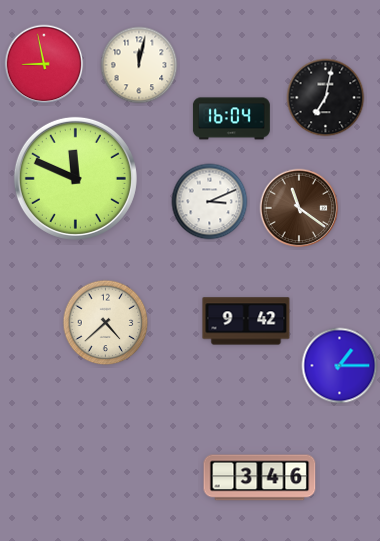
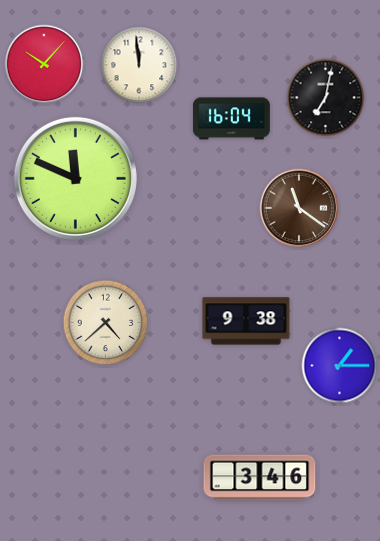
clock at (44, 64): 8:58 -> 10:07
clock at (139, 65): 12:02 -> 11:59
clock at (210, 202): 3:11 -> none
clock at (246, 321): 9:42 -> 9:38
